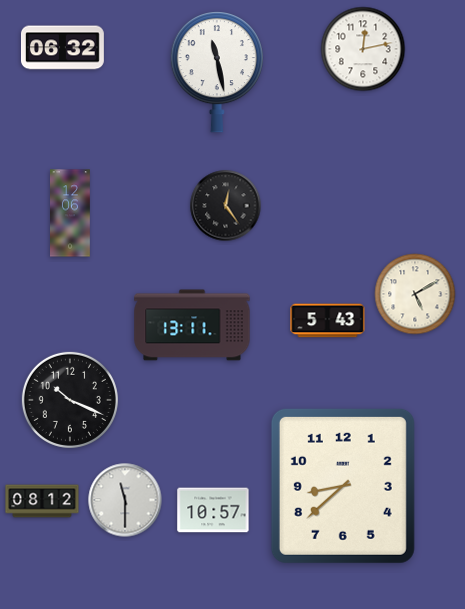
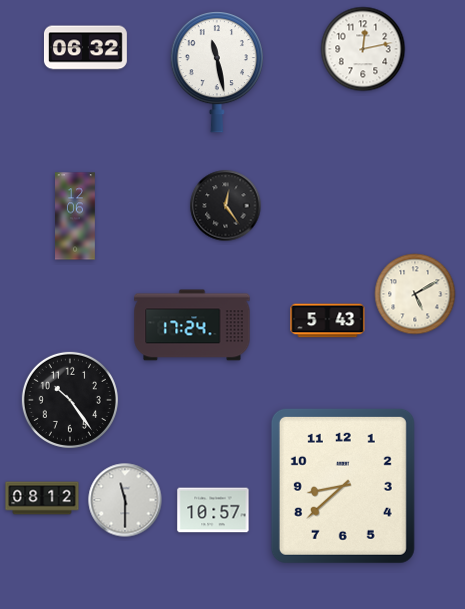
clock at (63, 48) position: (63, 48) -> (86, 48)
clock at (71, 213) position: (71, 213) -> (76, 216)
clock at (192, 325): 13:11 -> 17:24
clock at (70, 400): 10:19 -> 10:24
clock at (42, 501) position: (42, 501) -> (42, 498)
